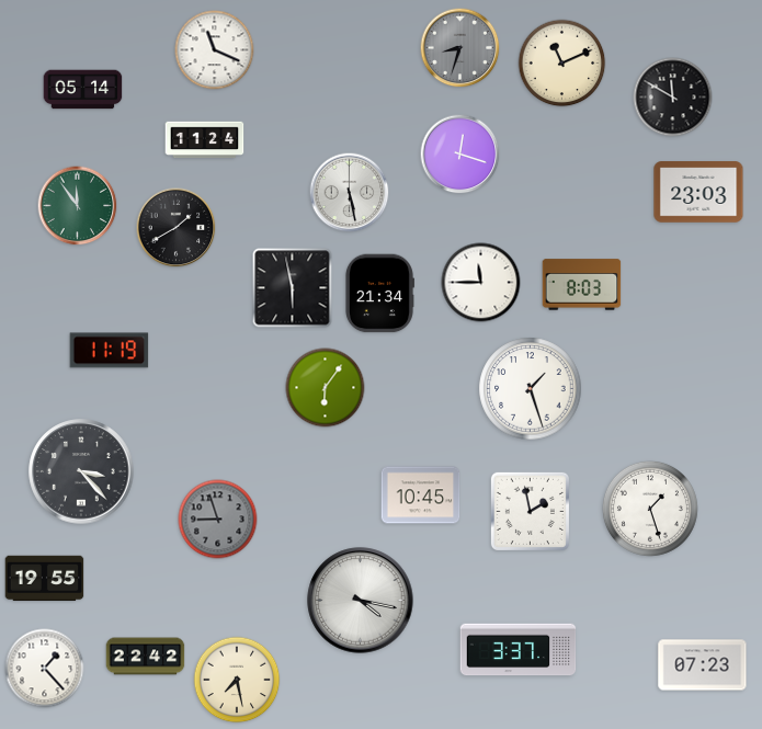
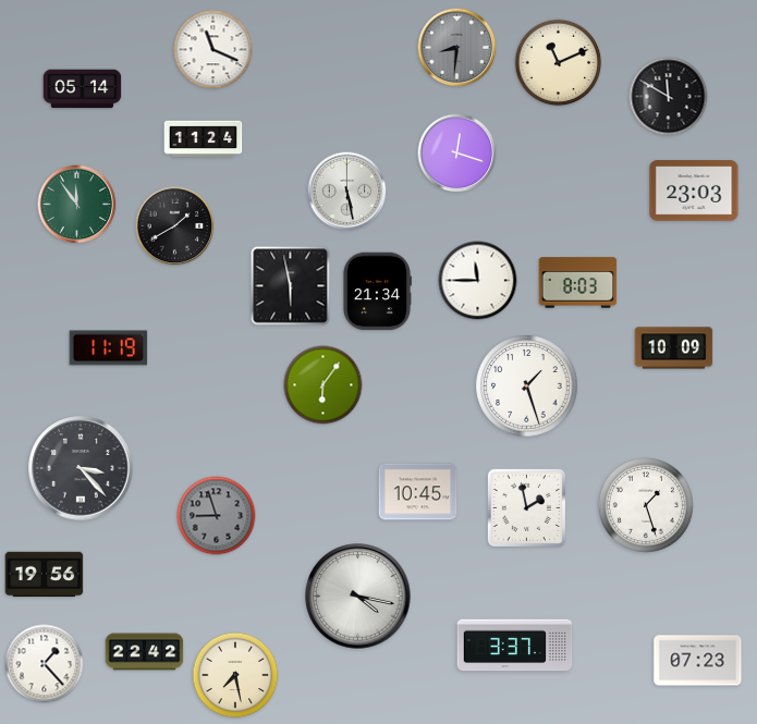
clock at (460, 48): 8:33 -> 8:31
clock at (674, 348): none -> 10:09
clock at (45, 579): 19:55 -> 19:56
